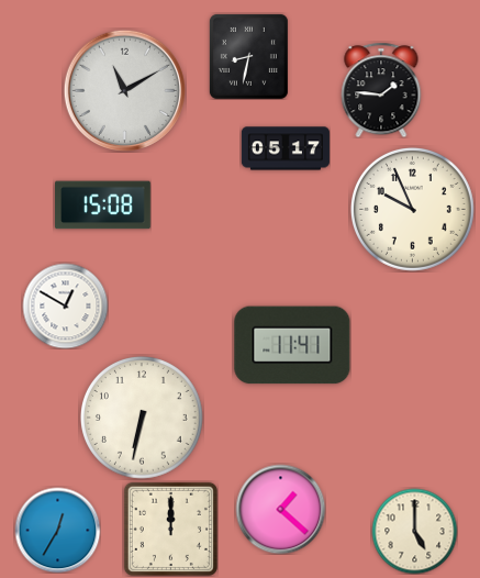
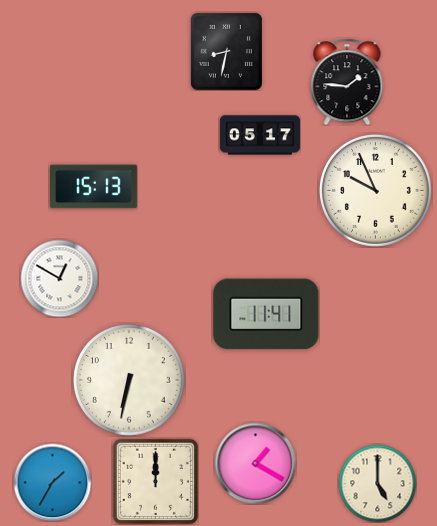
clock at (124, 90): 11:10 -> none
clock at (103, 205): 15:08 -> 15:13
clock at (280, 509): 1:22 -> 1:20
clock at (57, 530): 12:35 -> 1:35
